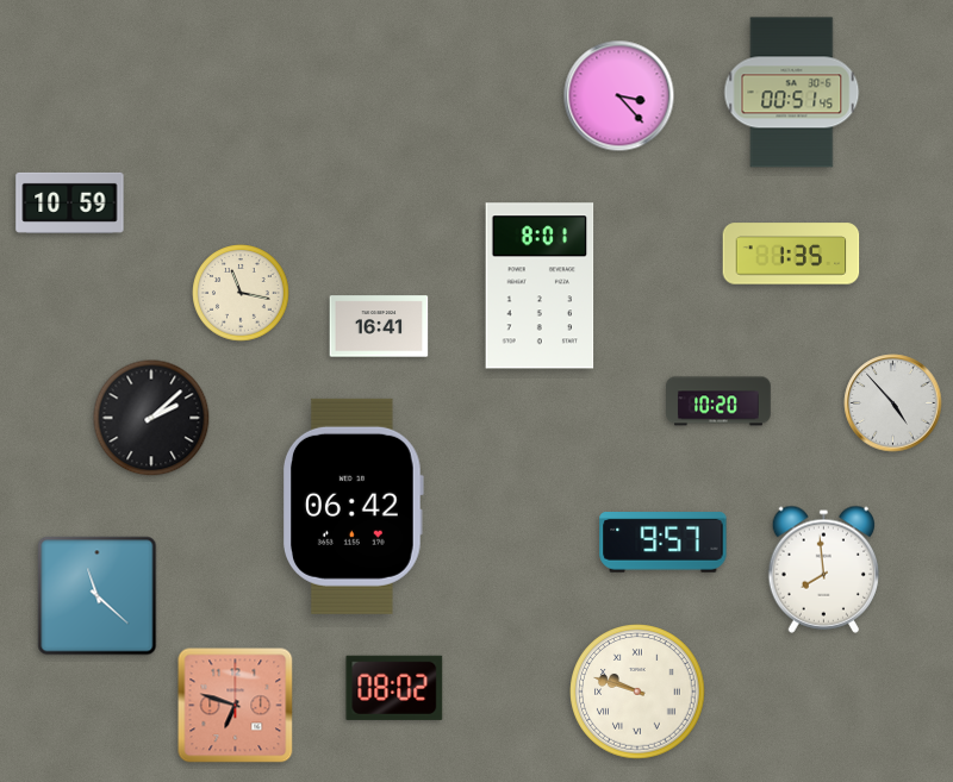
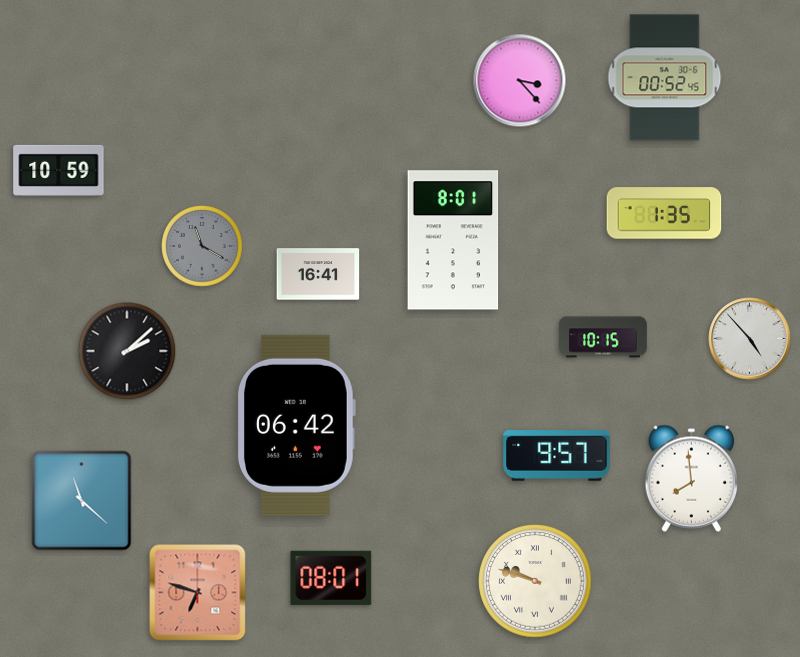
clock at (792, 93): 00:51 -> 00:52
clock at (241, 293): 11:17 -> 11:20
clock at (241, 293) dial: cream -> grey
clock at (720, 401): 10:20 -> 10:15
clock at (394, 688): 08:02 -> 08:01
